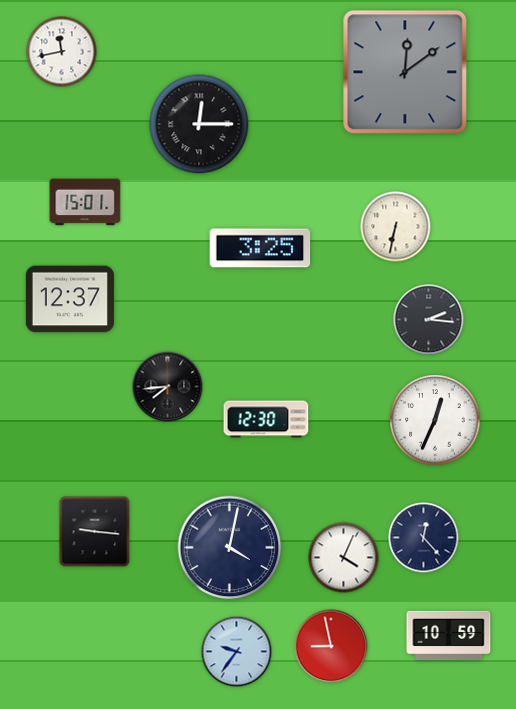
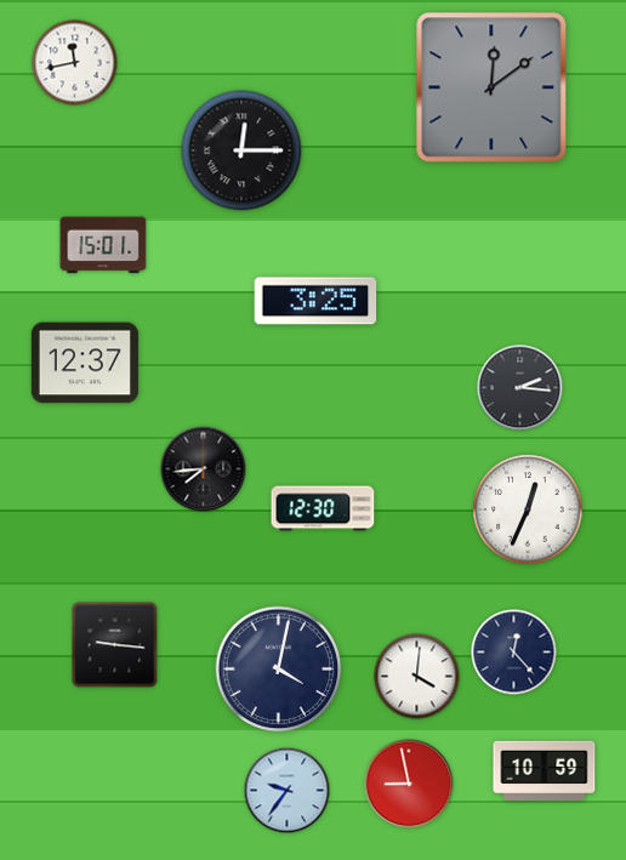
clock at (396, 227): 6:32 -> none
clock at (230, 548) position: (230, 548) -> (279, 670)
clock at (344, 558): 4:04 -> 4:01
clock at (331, 646) position: (331, 646) -> (409, 784)
